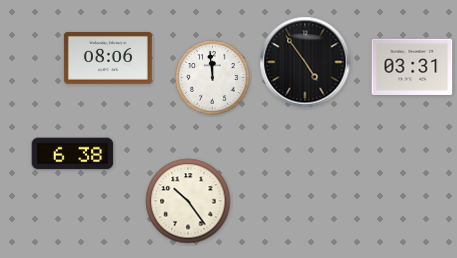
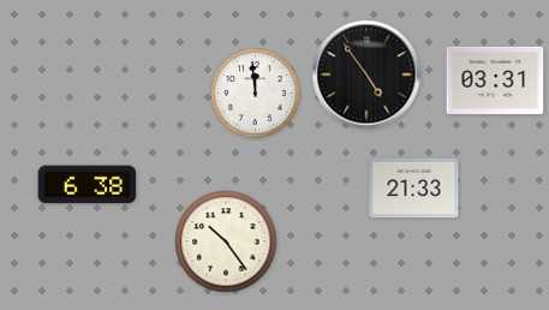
clock at (108, 58): 08:06 -> none
clock at (414, 189): none -> 21:33
